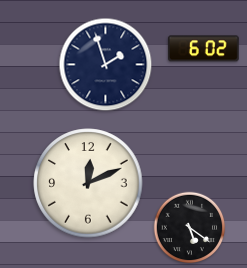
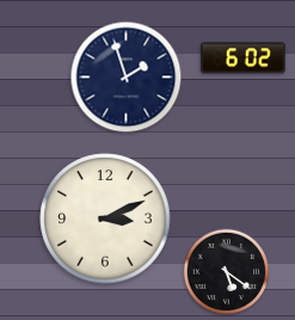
clock at (88, 183): 12:11 -> 3:11
